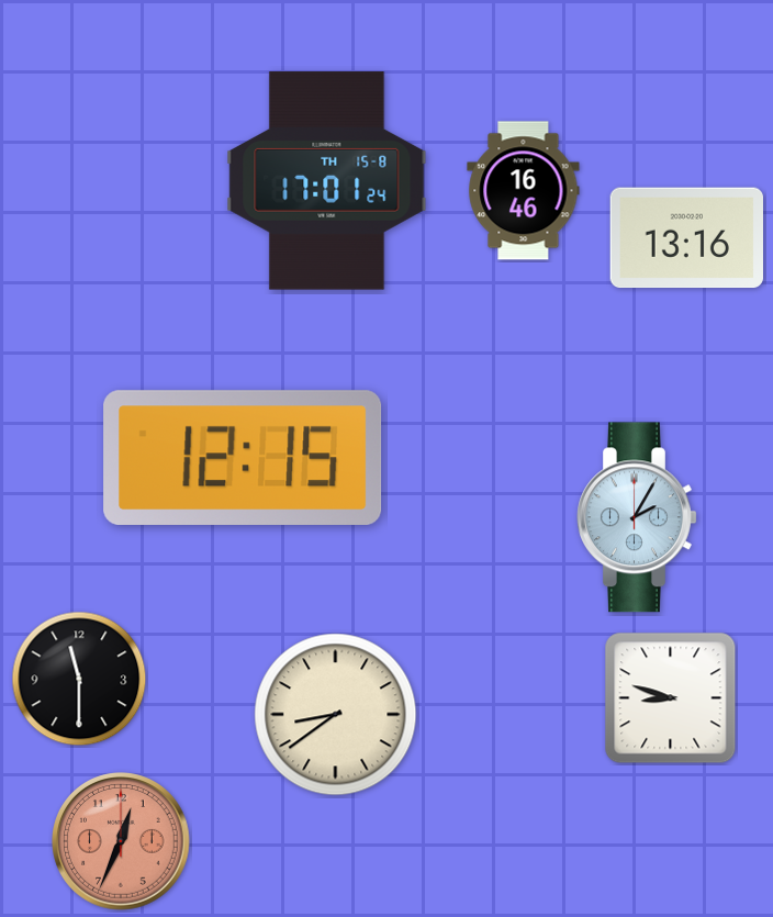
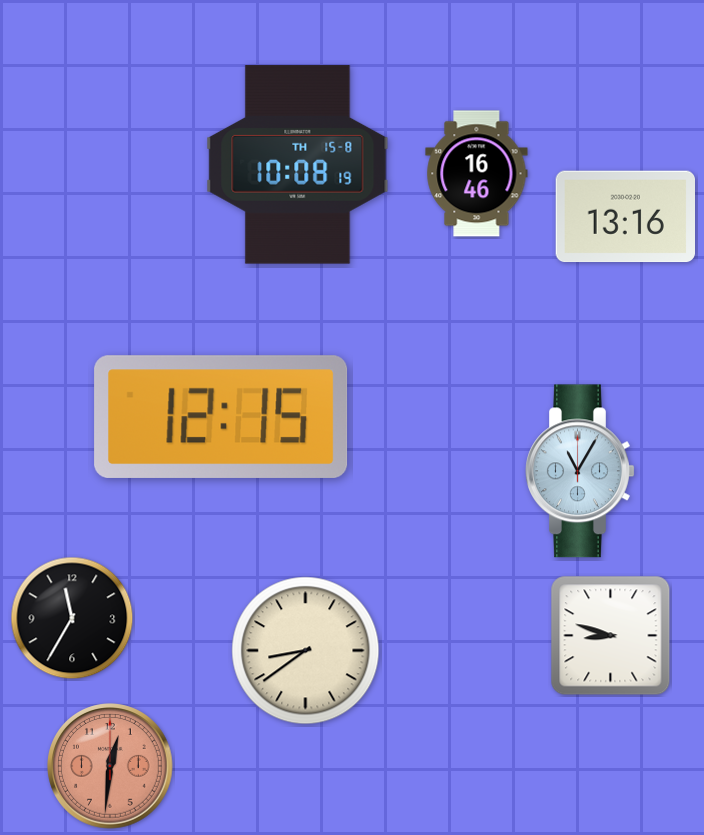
clock at (327, 181): 17:01 -> 10:08
clock at (637, 517): 2:05 -> 11:05
clock at (79, 679): 11:30 -> 11:35
clock at (121, 841): 12:34 -> 12:31
